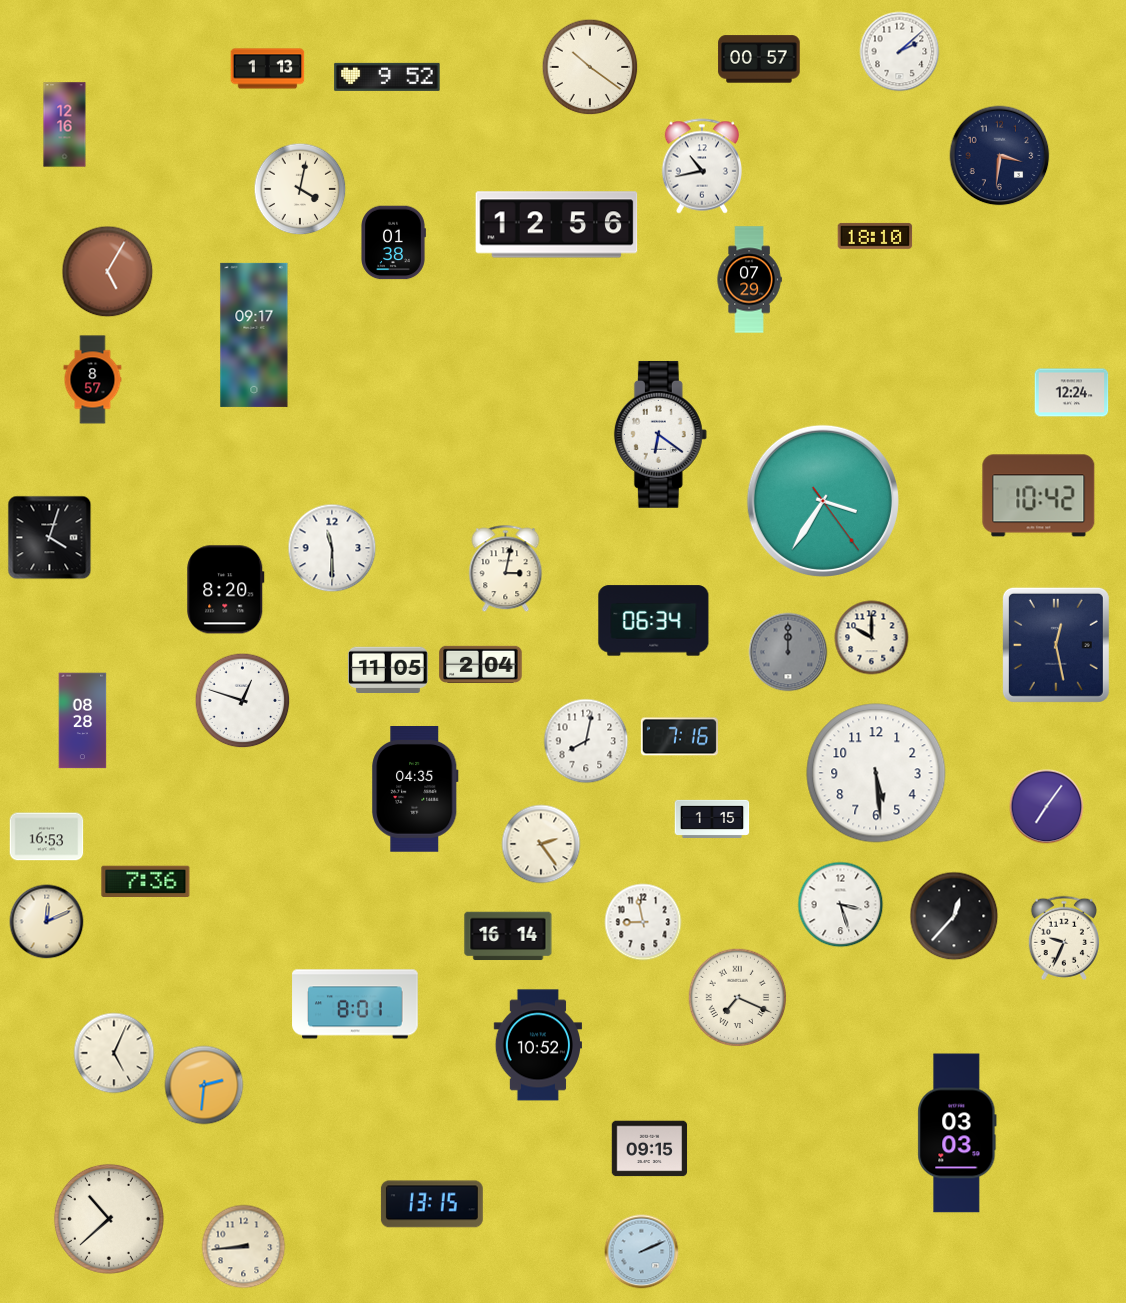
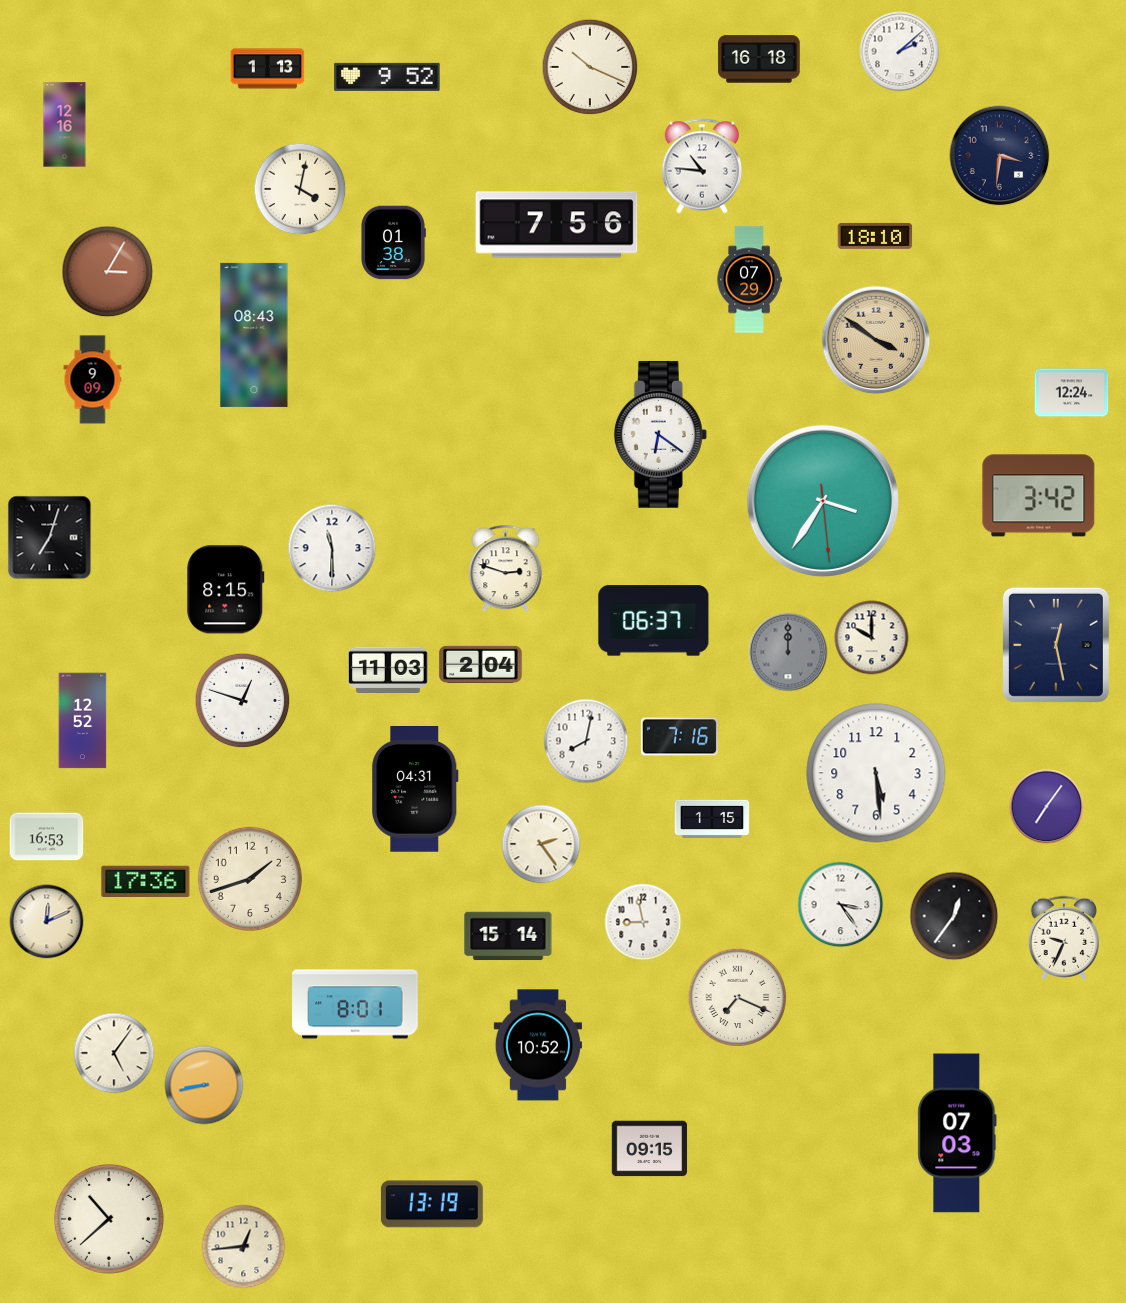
clock at (759, 59): 00:57 -> 16:18
clock at (590, 67): 10:21 -> 10:19
clock at (701, 166): 10:43 -> 10:46
clock at (557, 225): 12:56 -> 7:56
clock at (108, 272): 5:05 -> 3:05
clock at (254, 335): 09:17 -> 08:43
clock at (876, 340): none -> 3:51
clock at (93, 380): 8:57 -> 9:09
clock at (1039, 496): 10:42 -> 3:42
clock at (823, 501): 3:35:24 -> 3:35:29
clock at (50, 538): 4:03 -> 7:03
clock at (506, 569): 3:02 -> 2:48
clock at (226, 590): 8:20 -> 8:15
clock at (654, 621): 06:34 -> 06:37
clock at (388, 669): 11:05 -> 11:03
clock at (83, 721): 08:28 -> 12:52
clock at (416, 790): 04:35 -> 04:31
clock at (250, 879): none -> 1:42
clock at (146, 882): 7:36 -> 17:36
clock at (841, 905): 3:27 -> 3:24
clock at (954, 916): 12:37 -> 12:36
clock at (508, 936): 16:14 -> 15:14
clock at (114, 1053): 5:04 -> 5:06
clock at (204, 1085): 2:31 -> 8:43
clock at (957, 1133): 03:03 -> 07:03
clock at (432, 1204): 13:15 -> 13:19
clock at (244, 1247): 8:44 -> 12:44
clock at (642, 1252): 2:11 -> none
